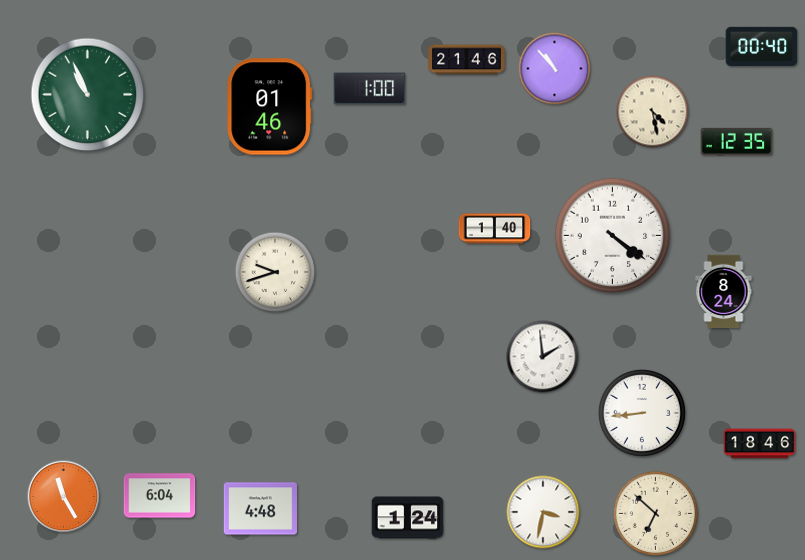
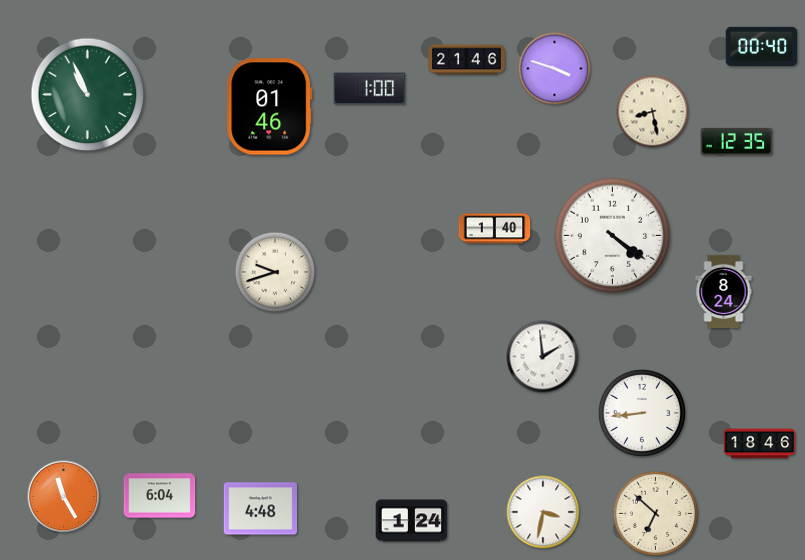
clock at (555, 69): 10:53 -> 3:48
clock at (653, 112): 4:28 -> 8:28
clock at (408, 518) position: (408, 518) -> (412, 521)
